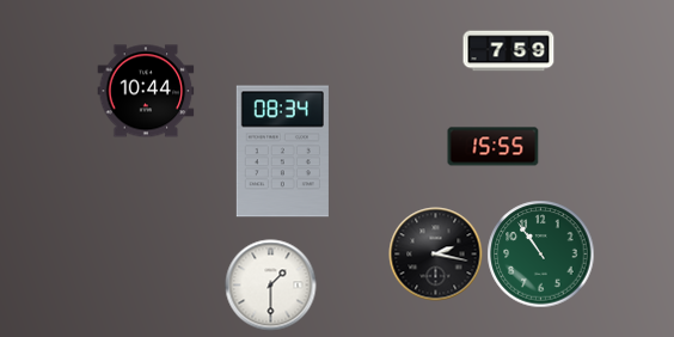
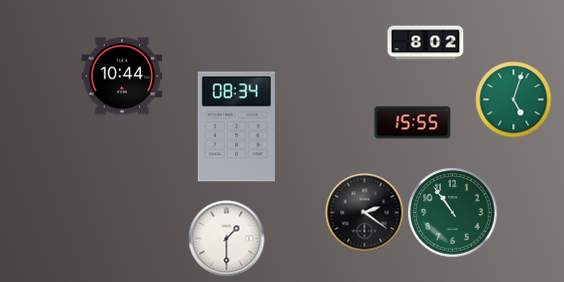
clock at (509, 51): 7:59 -> 8:02
clock at (514, 100): none -> 5:03
clock at (436, 255): 2:17 -> 2:21
